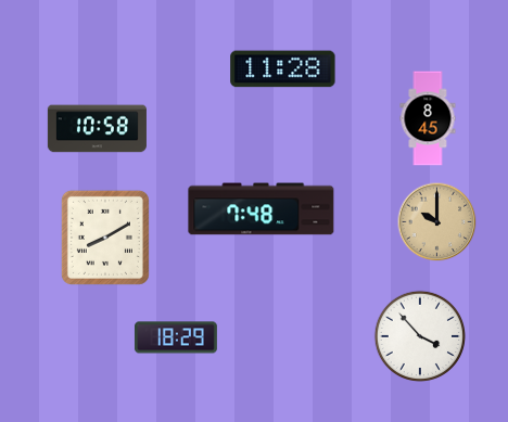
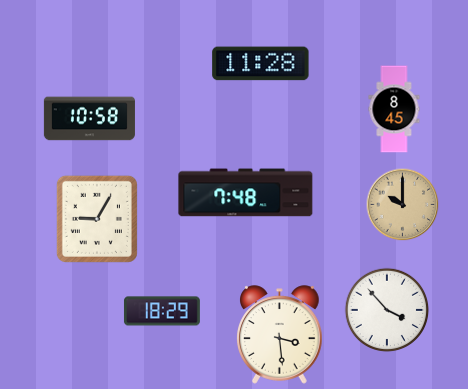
clock at (262, 209) position: (262, 209) -> (246, 193)
clock at (105, 238): 8:10 -> 9:05
clock at (280, 335): none -> 3:29
